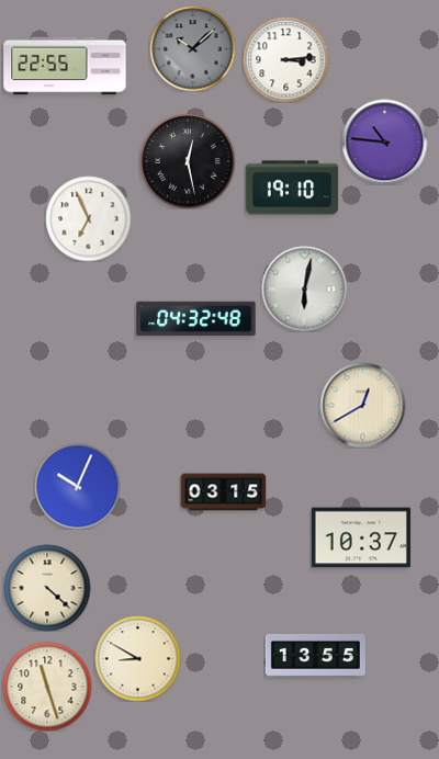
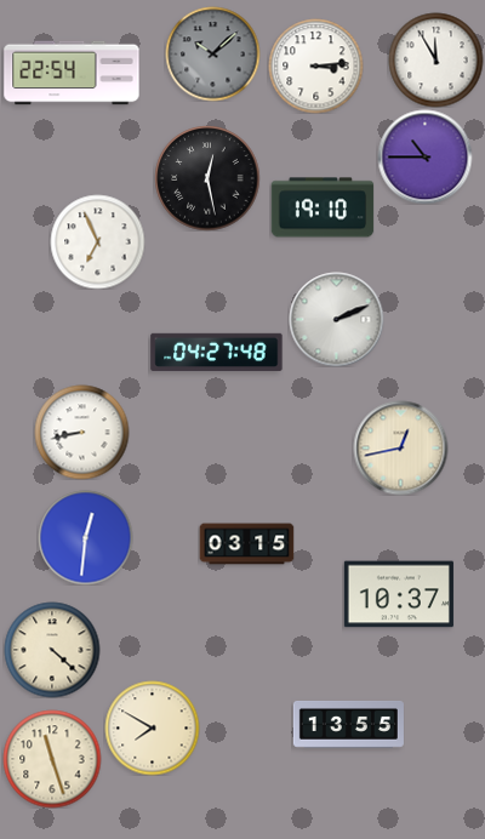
clock at (435, 59): none -> 11:55
clock at (65, 66): 22:55 -> 22:54
clock at (384, 141): 10:46 -> 10:45
clock at (304, 288): 6:02 -> 2:11
clock at (196, 319): 04:32 -> 04:27
clock at (81, 432): none -> 8:43
clock at (362, 405): 12:40 -> 12:43
clock at (77, 486): 10:04 -> 12:31
clock at (137, 658): 8:50 -> 7:50
